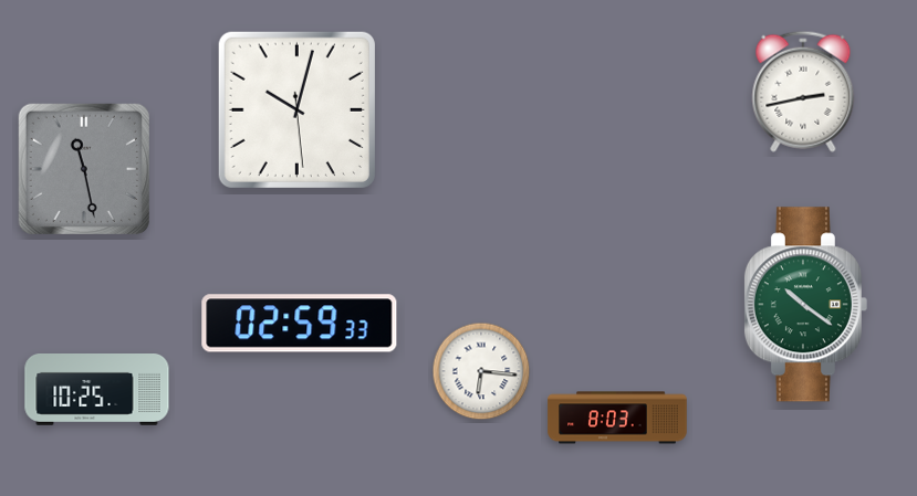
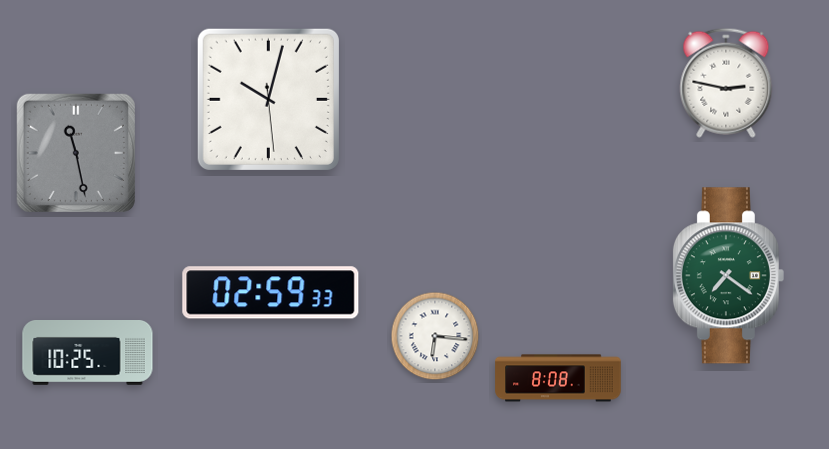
clock at (803, 92): 2:43 -> 2:47
clock at (805, 305): 10:21 -> 7:21
clock at (617, 418): 8:03 -> 8:08
